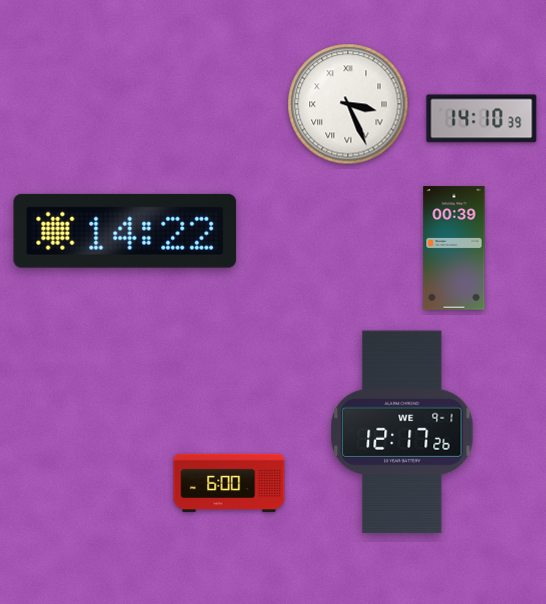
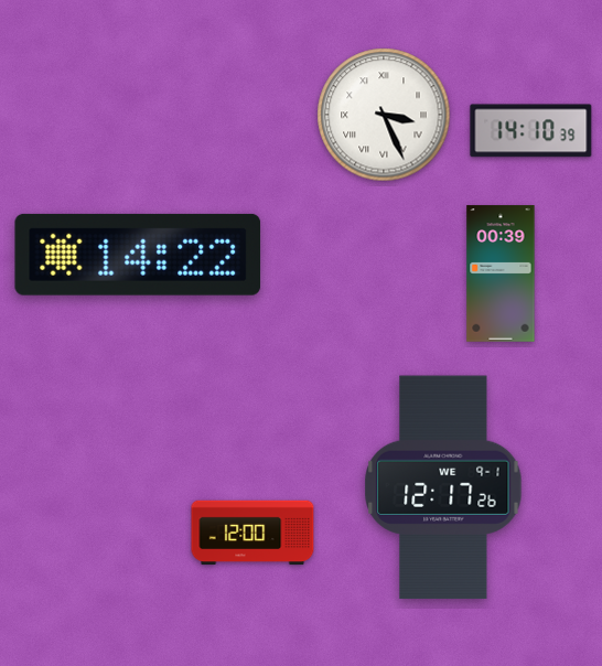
clock at (402, 432) position: (402, 432) -> (443, 487)
clock at (229, 483): 6:00 -> 12:00
